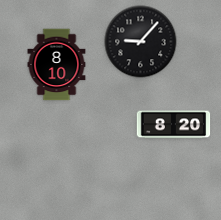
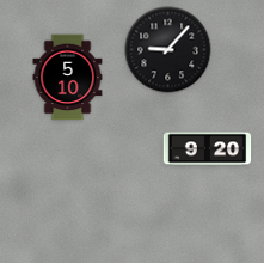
clock at (57, 65): 8:10 -> 5:10
clock at (174, 125): 8:20 -> 9:20
